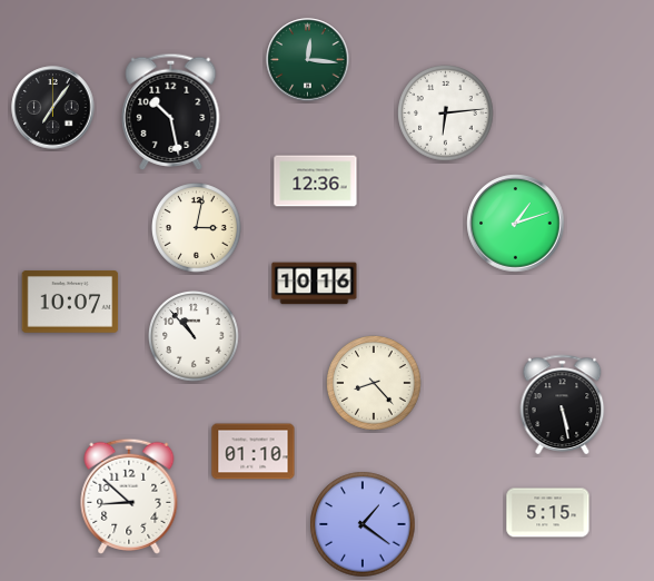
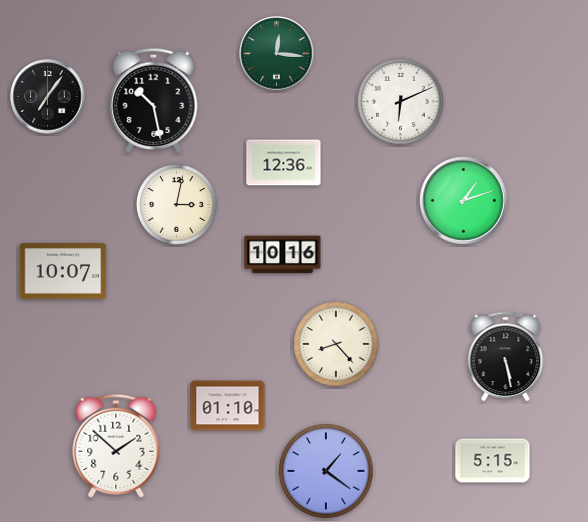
clock at (446, 114): 6:14 -> 6:11
clock at (194, 336): 10:53 -> none
clock at (563, 404) position: (563, 404) -> (506, 356)
clock at (129, 496): 8:52 -> 1:52
